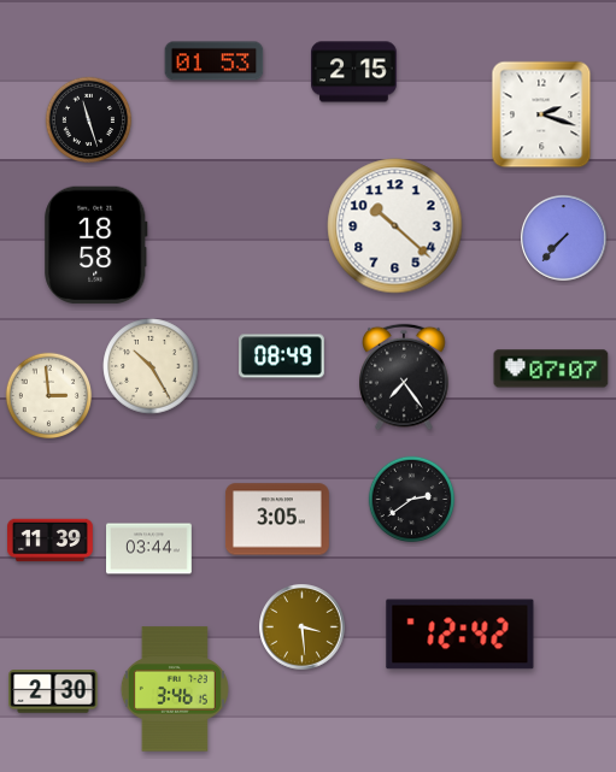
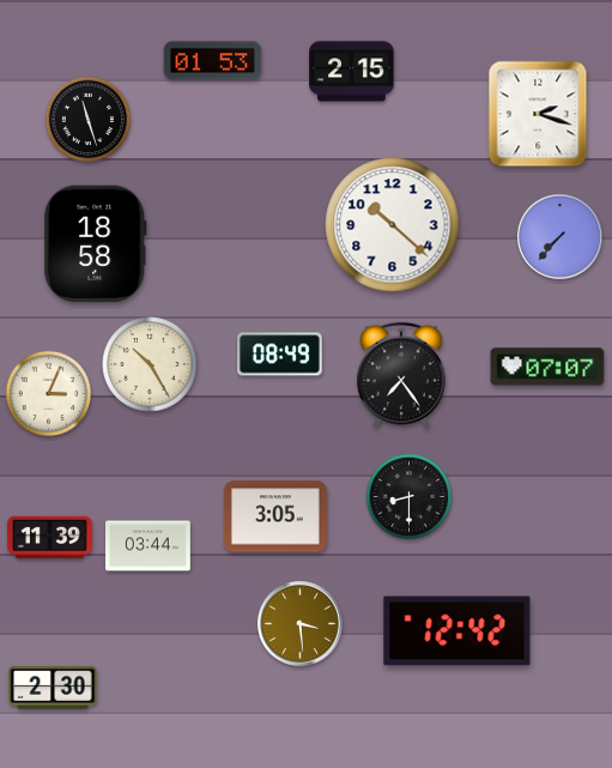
clock at (49, 396): 2:59 -> 3:04
clock at (412, 500): 2:39 -> 8:30
clock at (175, 689): 3:46 -> none
